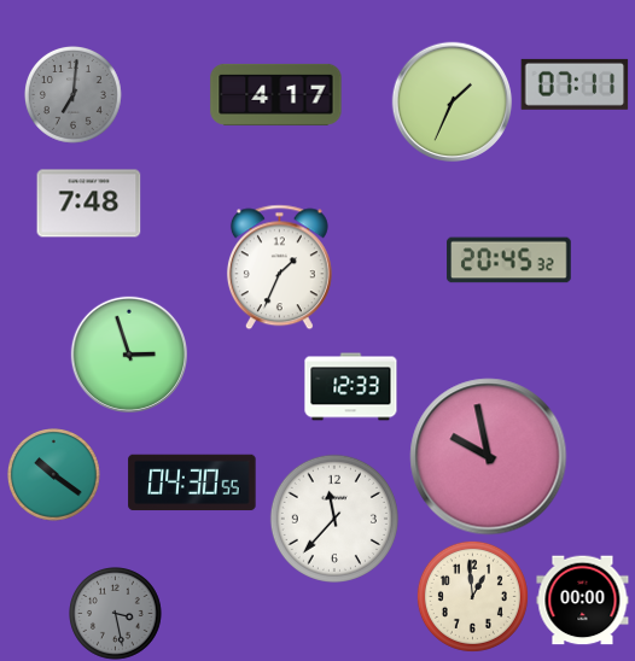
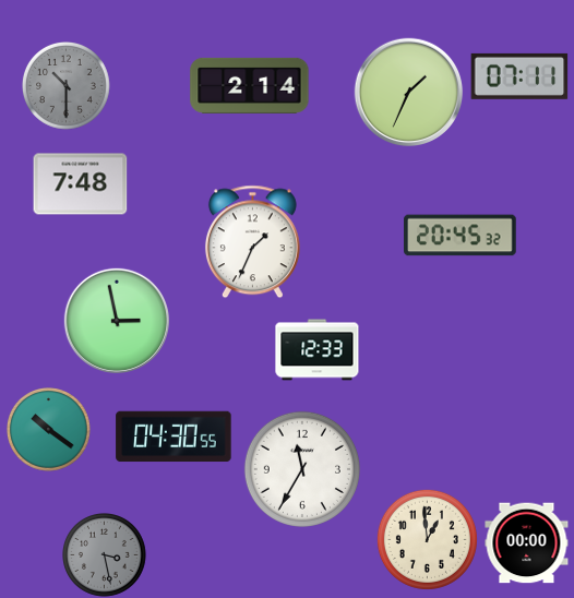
clock at (276, 94): 4:17 -> 2:14
clock at (74, 95): 7:01 -> 10:30
clock at (128, 353): 2:57 -> 2:58
clock at (489, 457): 9:58 -> none
clock at (334, 519): 11:37 -> 11:35
